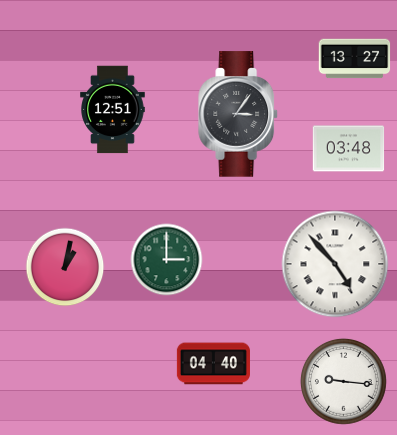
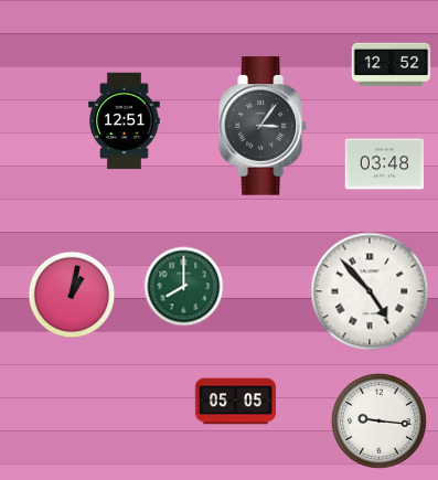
clock at (355, 59): 13:27 -> 12:52
clock at (167, 260): 3:00 -> 8:00
clock at (213, 364): 04:40 -> 05:05
